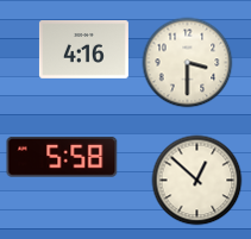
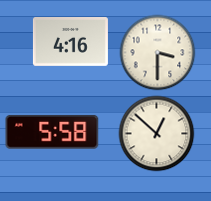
clock at (197, 181) position: (197, 181) -> (157, 134)
